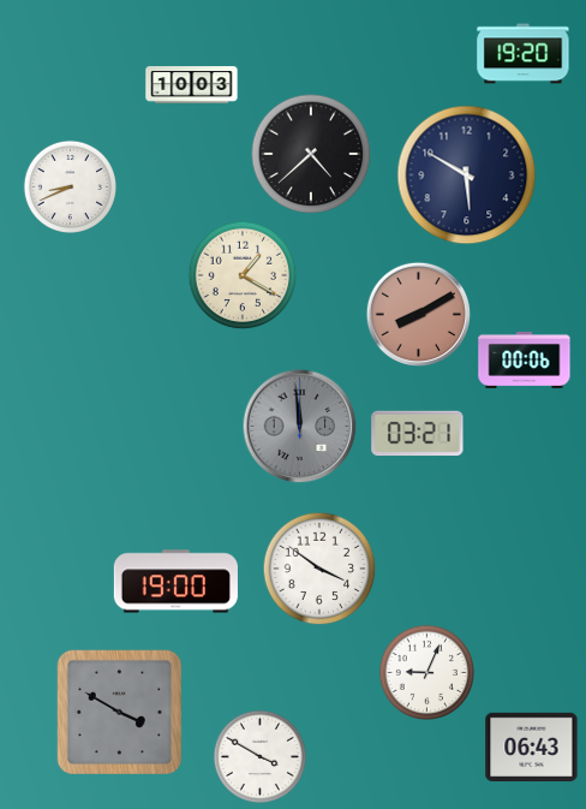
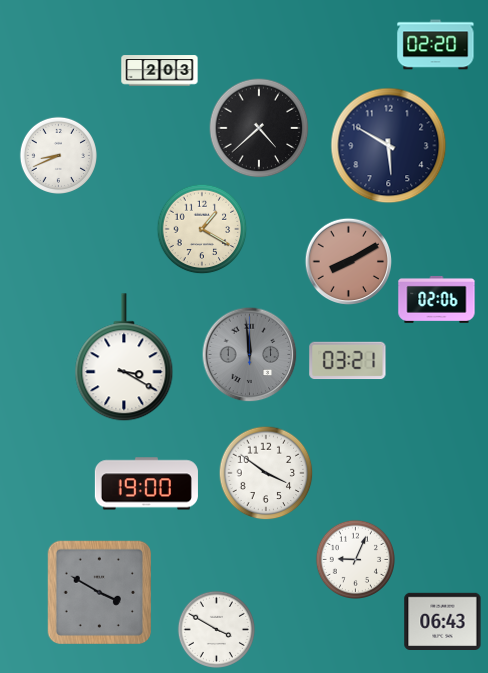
clock at (524, 54): 19:20 -> 02:20
clock at (192, 85): 10:03 -> 2:03
clock at (525, 359): 00:06 -> 02:06
clock at (124, 358): none -> 3:20
